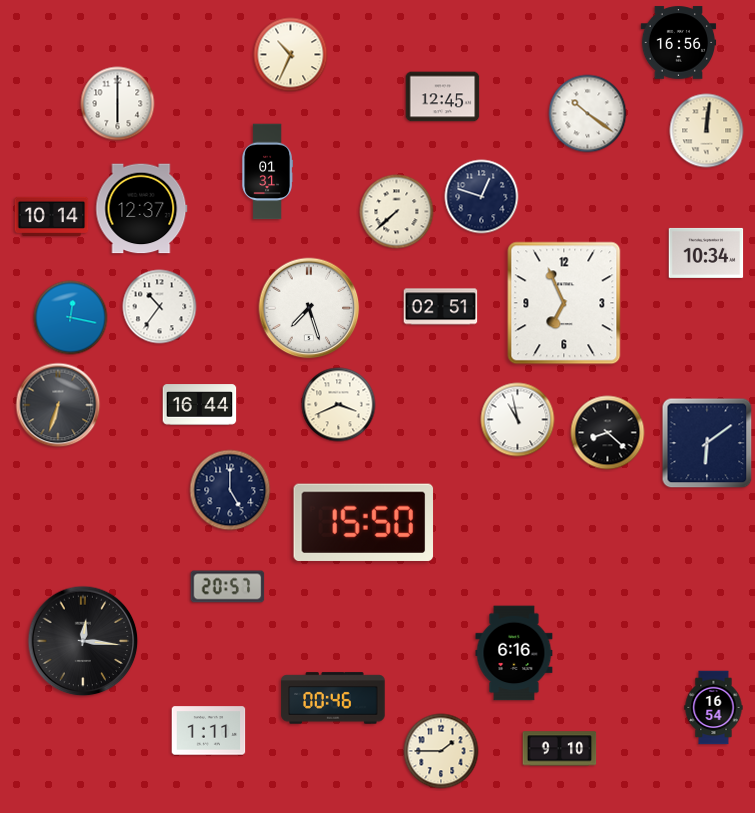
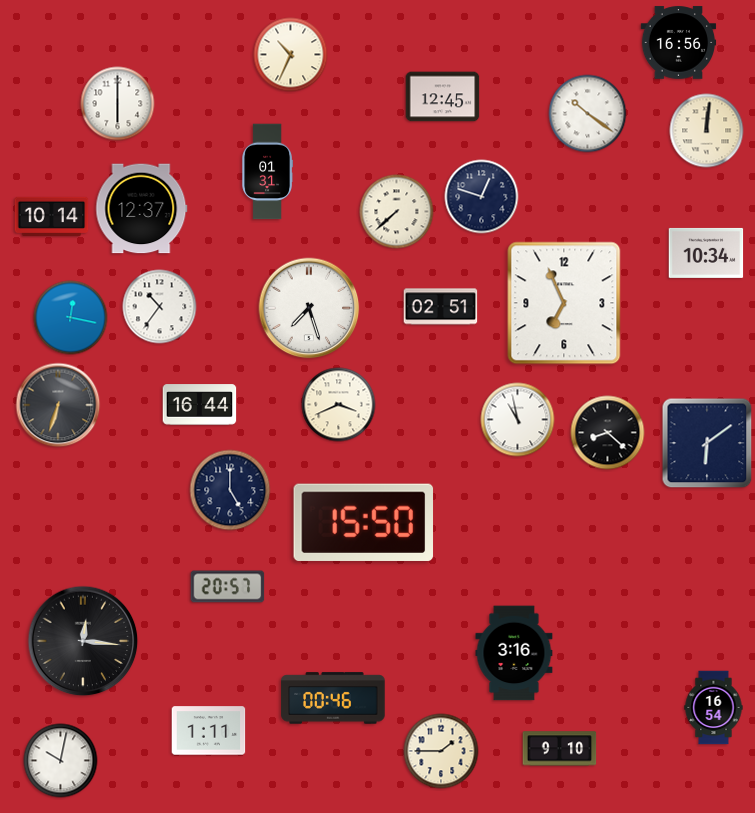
clock at (514, 653): 6:16 -> 3:16
clock at (61, 761): none -> 10:02
